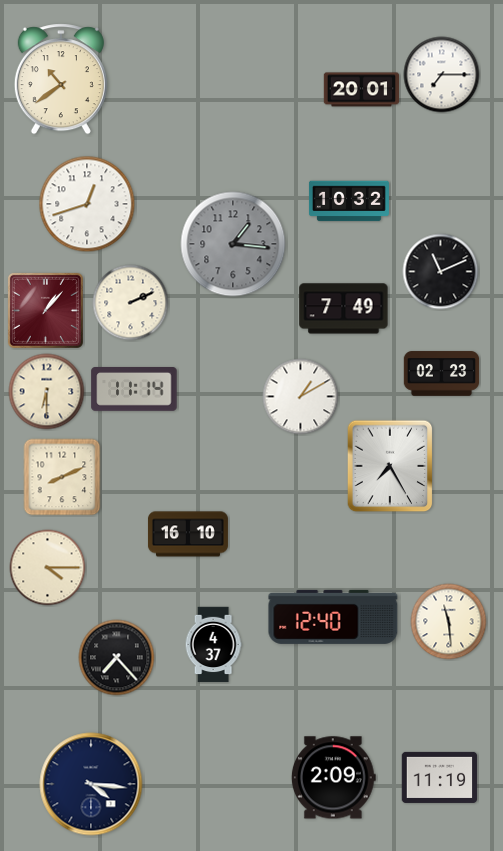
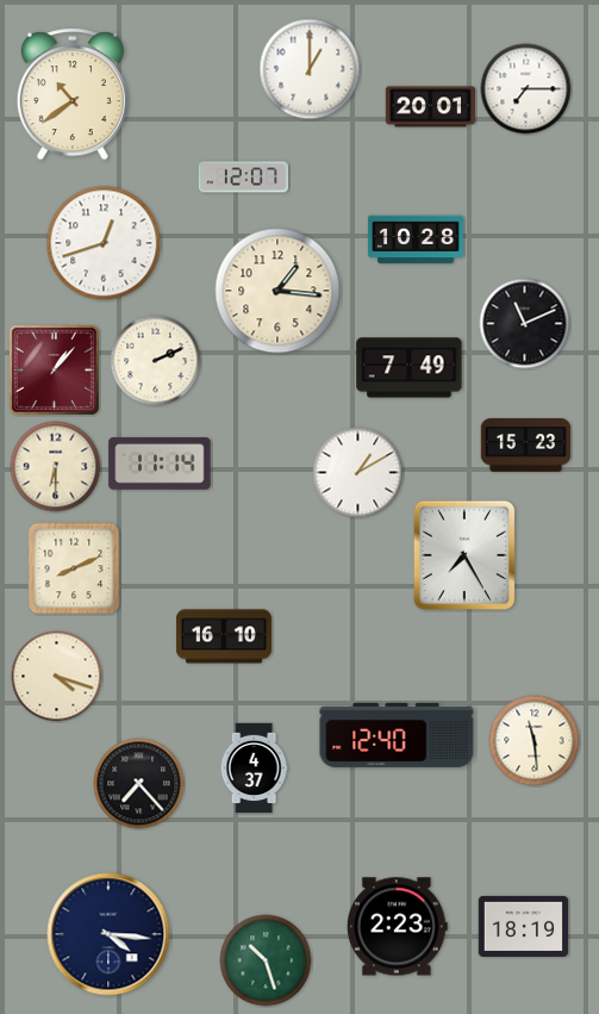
clock at (310, 69): none -> 1:00
clock at (244, 178): none -> 12:07
clock at (349, 201): 10:32 -> 10:28
clock at (233, 244) dial: grey -> cream
clock at (442, 374): 02:23 -> 15:23
clock at (48, 568): 4:15 -> 4:18
clock at (440, 777): 11:19 -> 18:19
clock at (333, 778): 2:09 -> 2:23
clock at (266, 960): none -> 10:27
